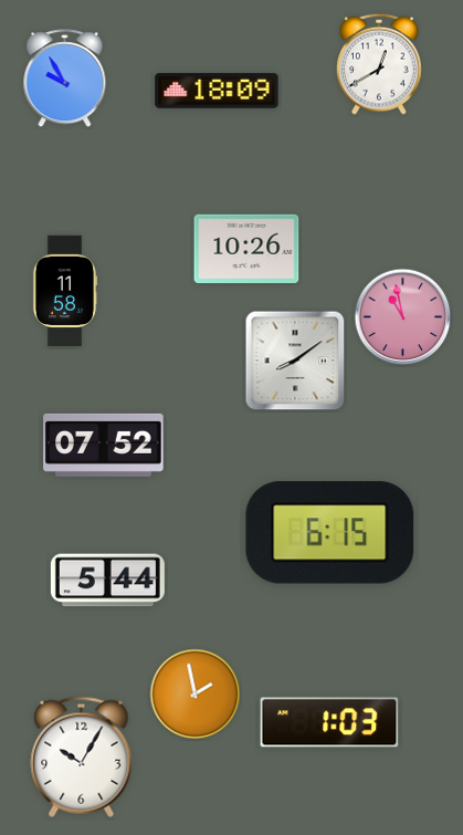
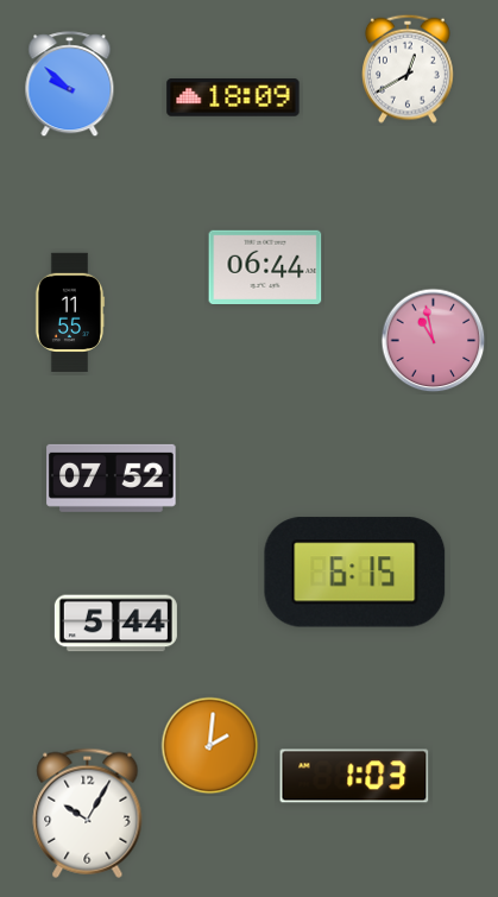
clock at (65, 79): 9:55 -> 9:52
clock at (246, 248): 10:26 -> 06:44
clock at (65, 290): 11:58 -> 11:55
clock at (295, 361): 8:09 -> none
clock at (196, 695): 1:58 -> 2:01
